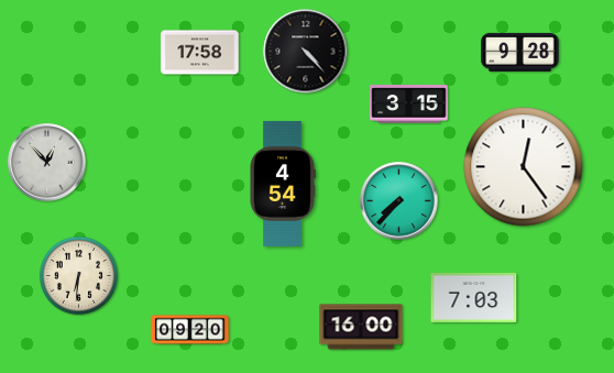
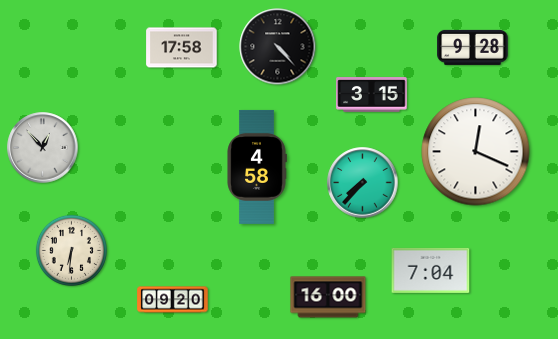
clock at (524, 167): 12:24 -> 12:19
clock at (283, 184): 4:54 -> 4:58
clock at (474, 297): 7:03 -> 7:04
